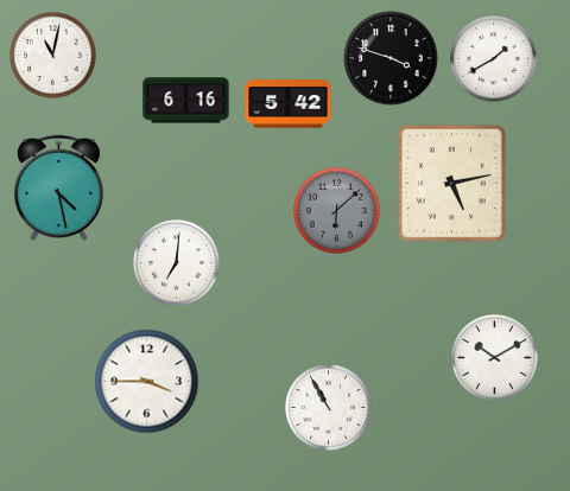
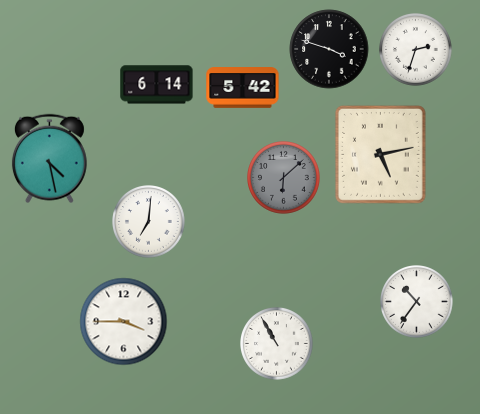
clock at (53, 56): 11:02 -> none
clock at (494, 59): 1:40 -> 2:33
clock at (186, 101): 6:16 -> 6:14
clock at (495, 358): 10:10 -> 10:36
